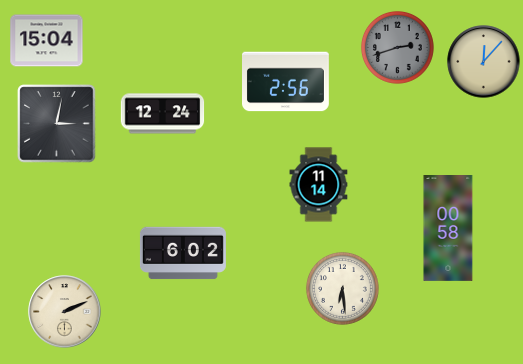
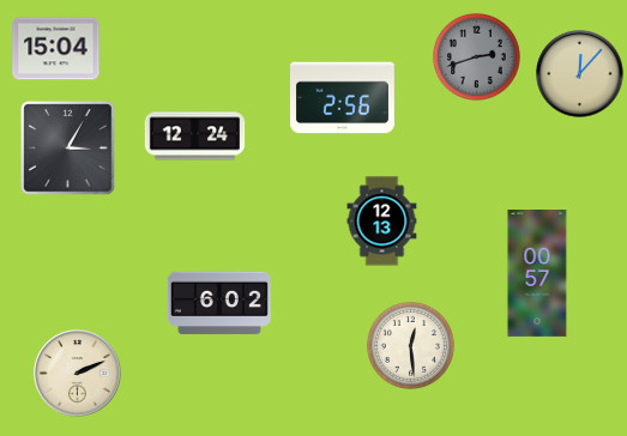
clock at (57, 124): 3:02 -> 3:05
clock at (319, 185): 11:14 -> 12:13
clock at (448, 229): 00:58 -> 00:57
clock at (342, 288): 6:29 -> 12:29
